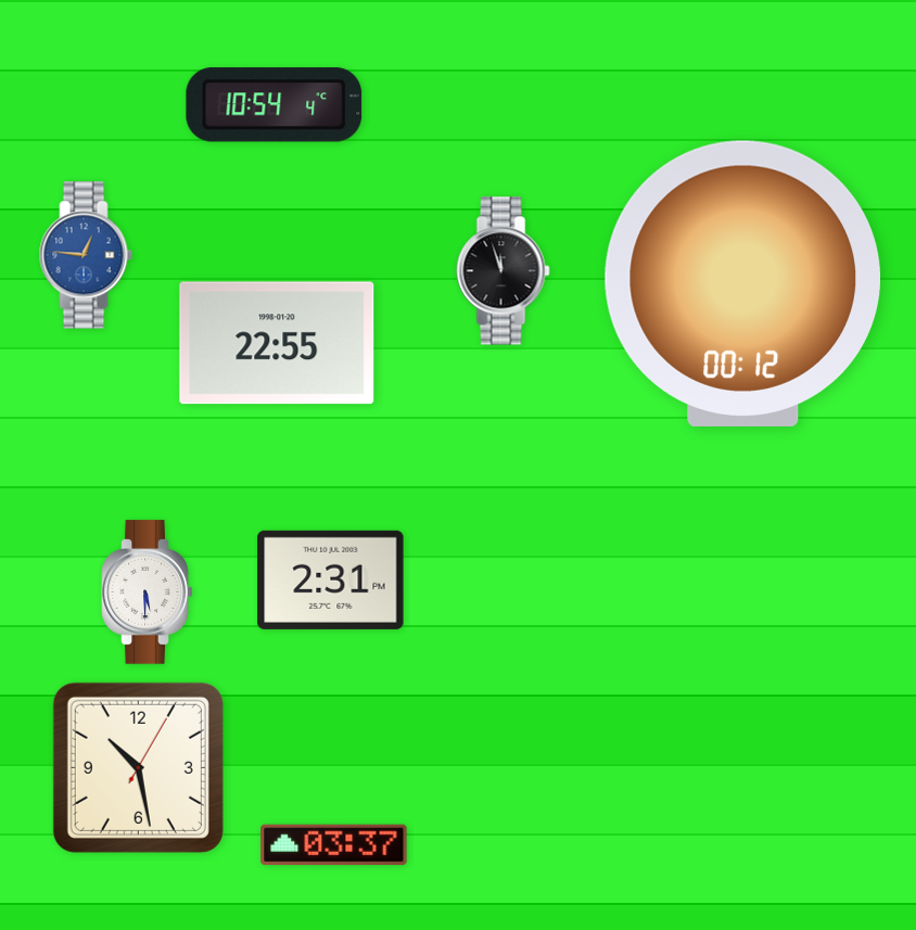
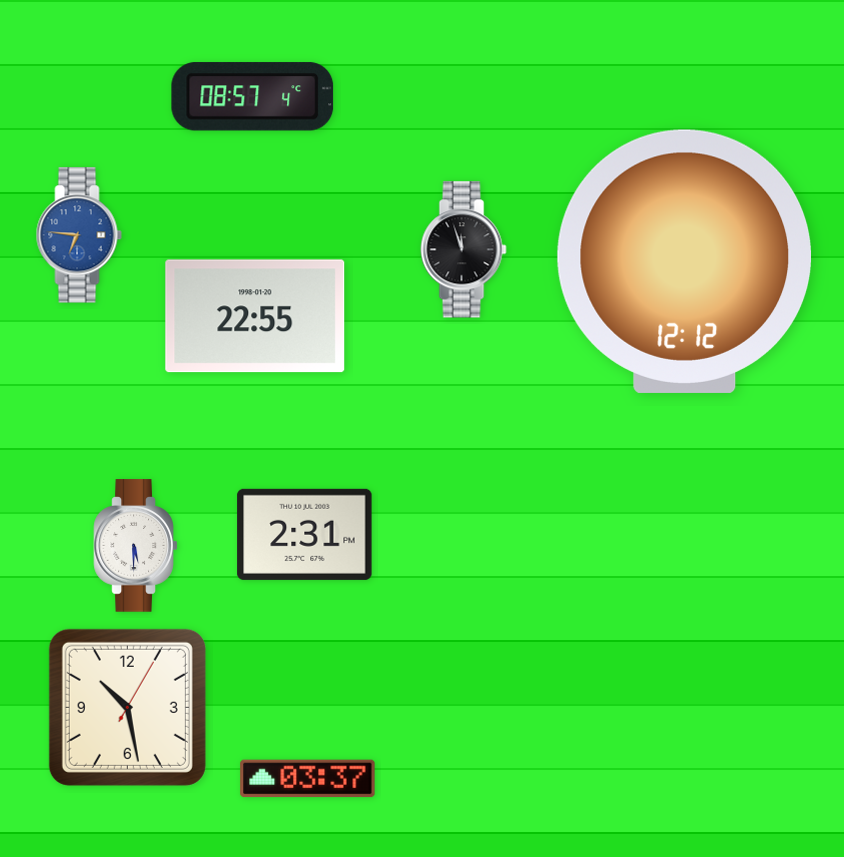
clock at (275, 105): 10:54 -> 08:57
clock at (86, 255): 12:46 -> 6:46
clock at (742, 283): 00:12 -> 12:12
